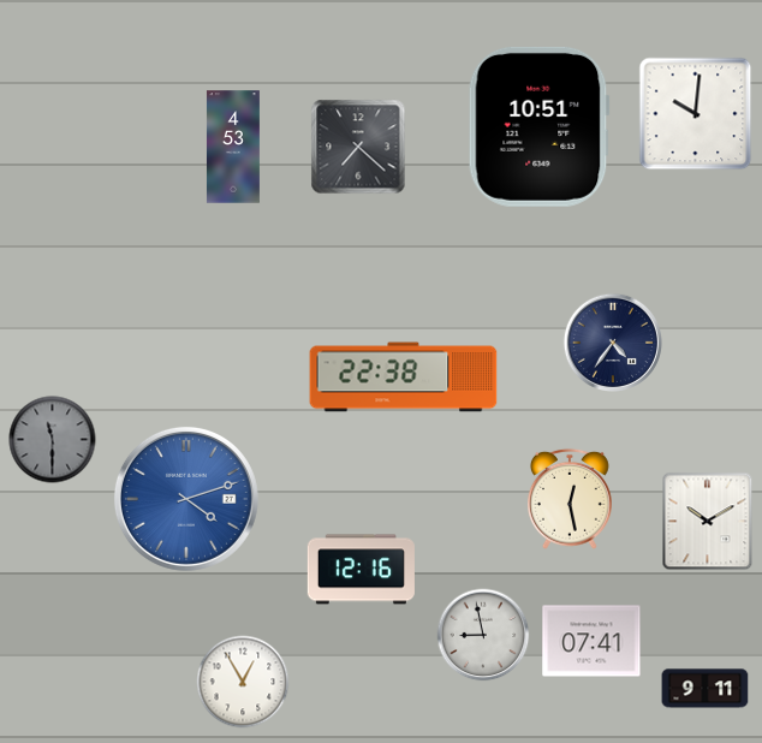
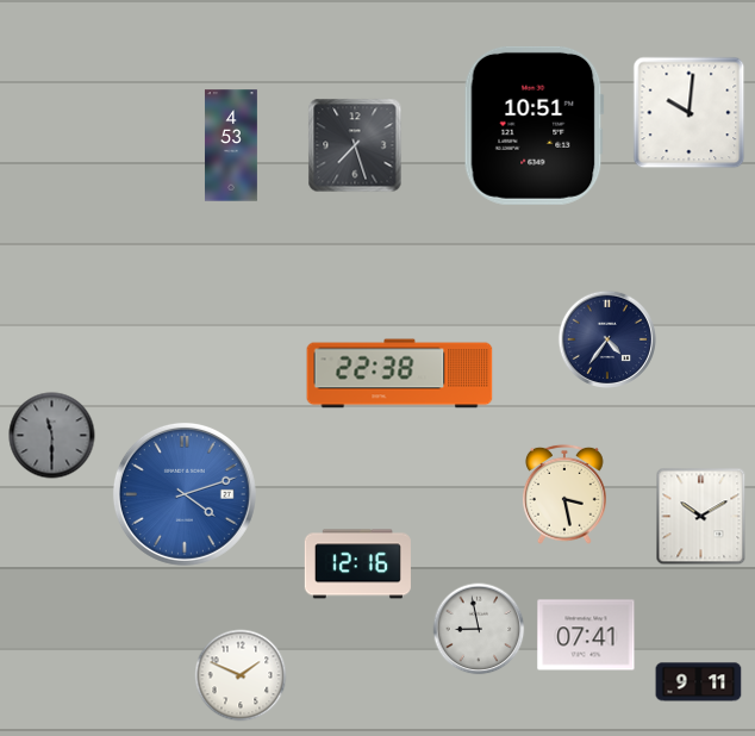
clock at (358, 147): 7:22 -> 7:27
clock at (571, 499): 12:28 -> 3:28
clock at (243, 682): 12:55 -> 1:49
